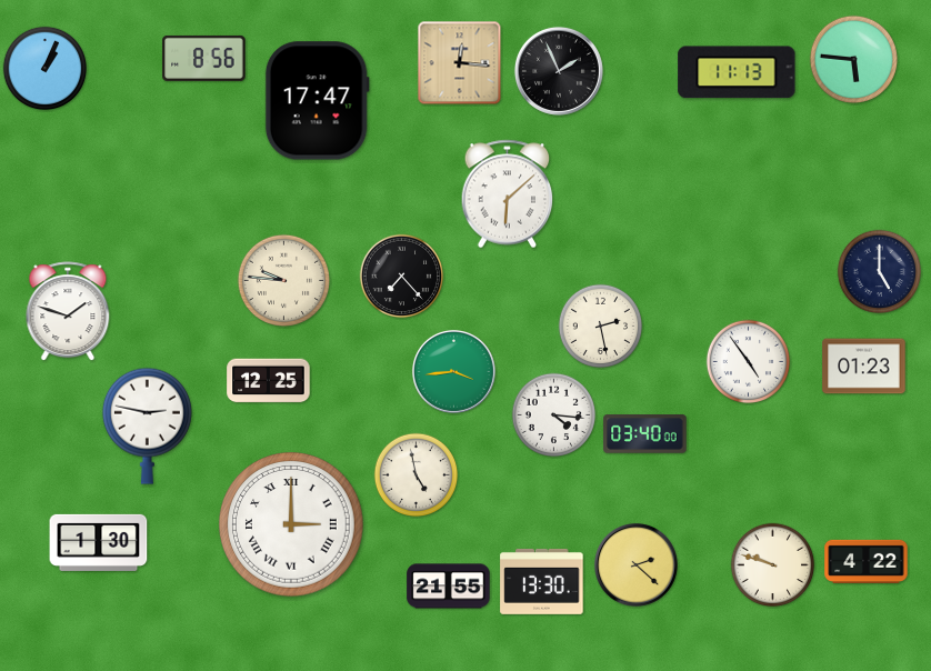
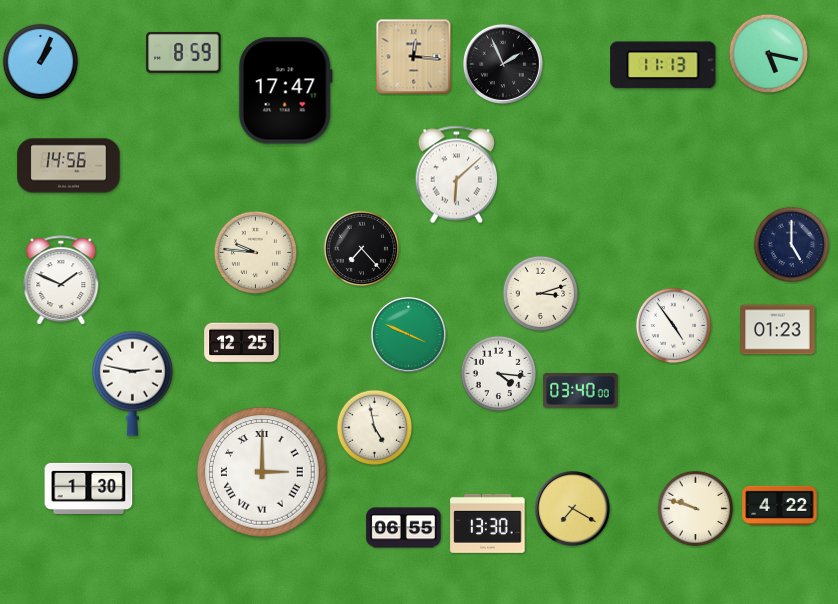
clock at (204, 58): 8:56 -> 8:59
clock at (853, 59): 5:46 -> 5:17
clock at (69, 166): none -> 14:56
clock at (68, 312): 1:48 -> 1:49
clock at (601, 327): 2:28 -> 3:12
clock at (453, 371): 3:44 -> 3:49
clock at (635, 564): 2:22 -> 7:20
clock at (449, 587): 21:55 -> 06:55
